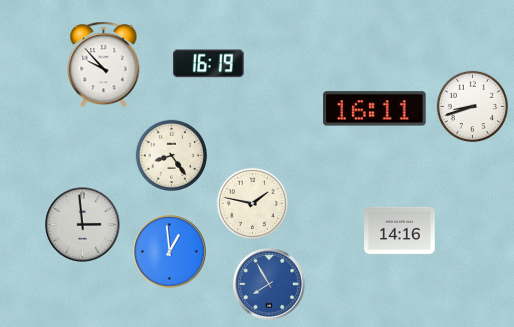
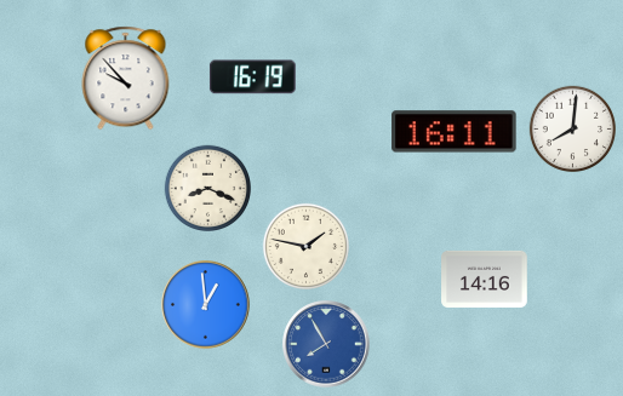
clock at (472, 106): 8:42 -> 8:01
clock at (171, 155): 8:24 -> 8:19
clock at (83, 225): 2:59 -> none
